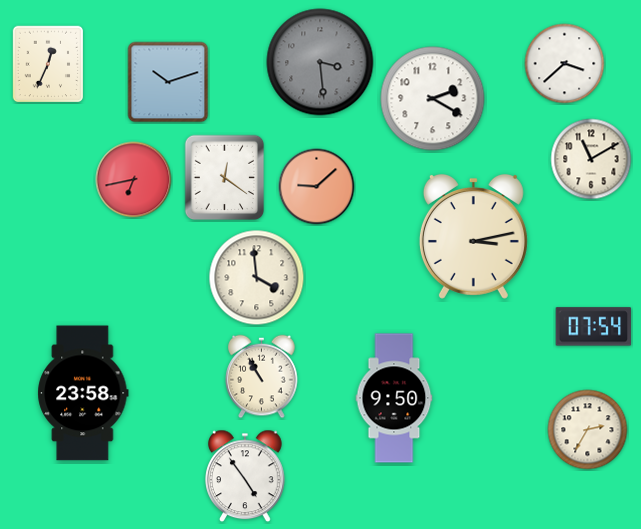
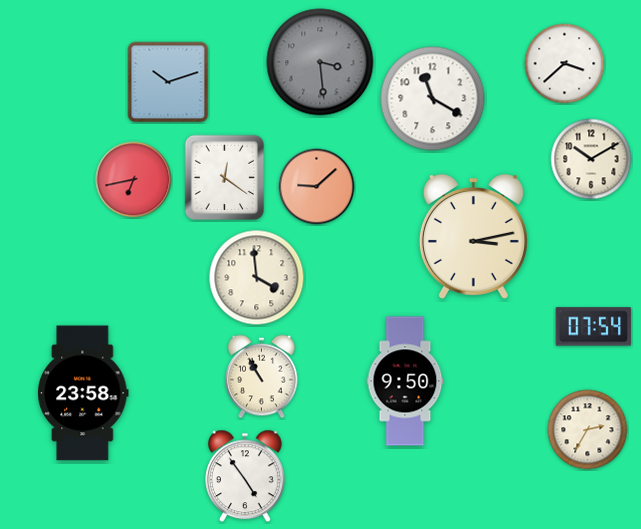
clock at (48, 64): 12:34 -> none
clock at (433, 99): 2:20 -> 11:20
clock at (591, 159): 11:10 -> 10:10
clock at (394, 398) position: (394, 398) -> (405, 381)
